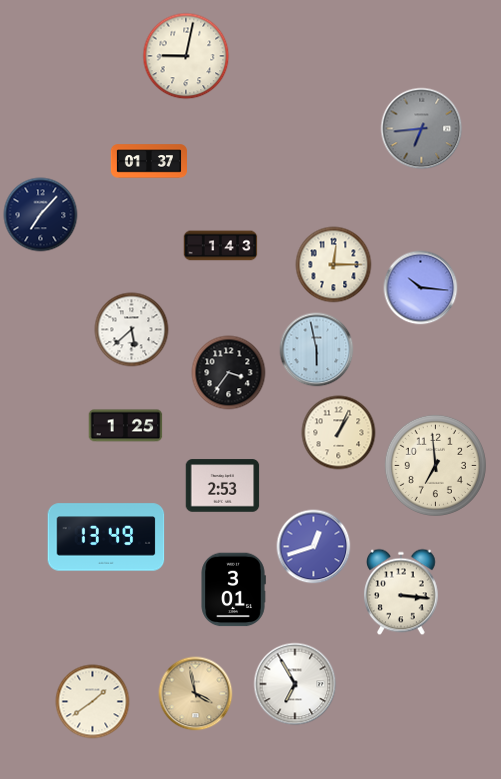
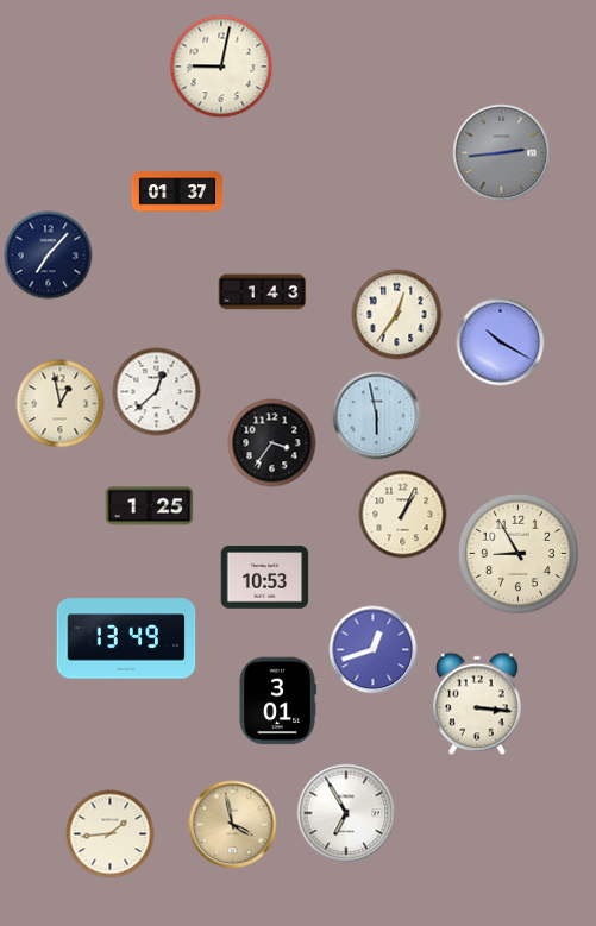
clock at (422, 129): 6:44 -> 2:44
clock at (334, 265): 12:15 -> 12:36
clock at (421, 288): 10:16 -> 10:20
clock at (132, 330): 5:38 -> 12:38
clock at (61, 404): none -> 12:58
clock at (435, 465): 6:59 -> 8:55
clock at (223, 486): 2:53 -> 10:53
clock at (295, 684) position: (295, 684) -> (346, 813)
clock at (93, 702): 1:39 -> 1:44
